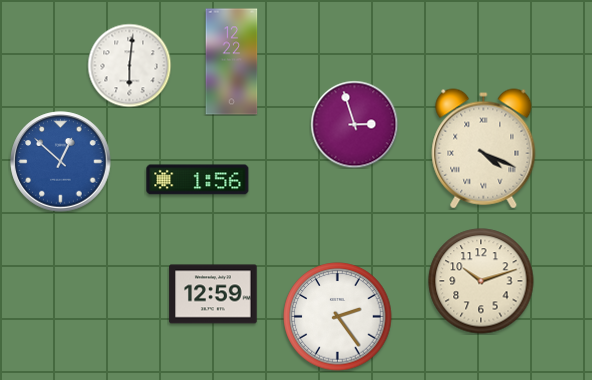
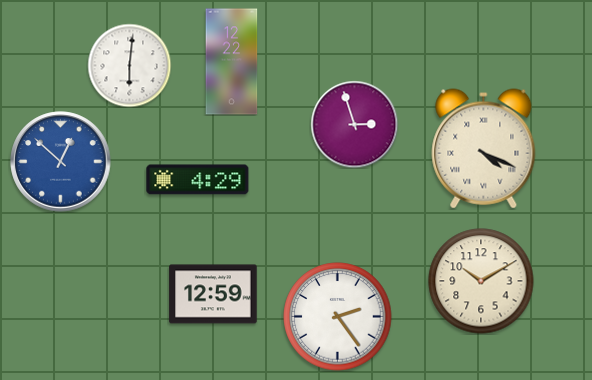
clock at (198, 180): 1:56 -> 4:29
clock at (481, 281): 10:12 -> 10:10
